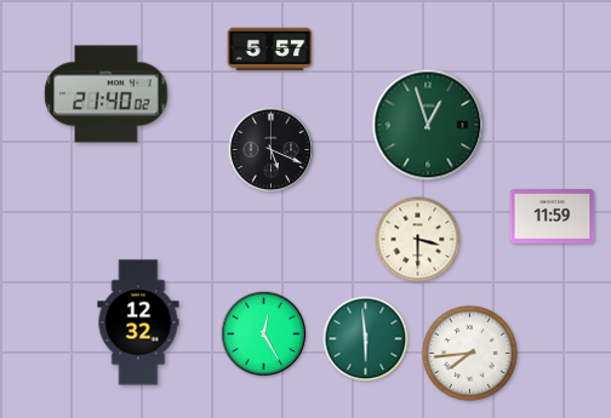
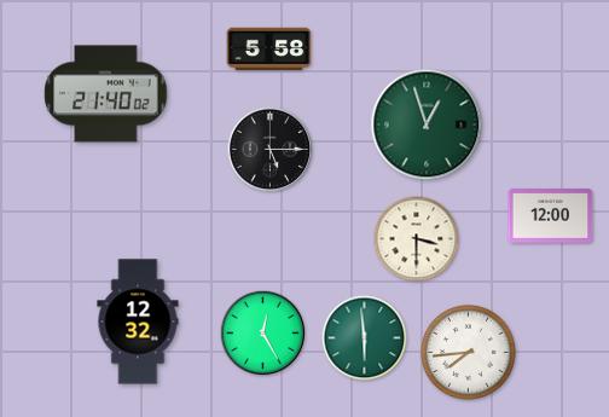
clock at (270, 50): 5:57 -> 5:58
clock at (272, 150): 5:19 -> 5:15
clock at (553, 217): 11:59 -> 12:00
